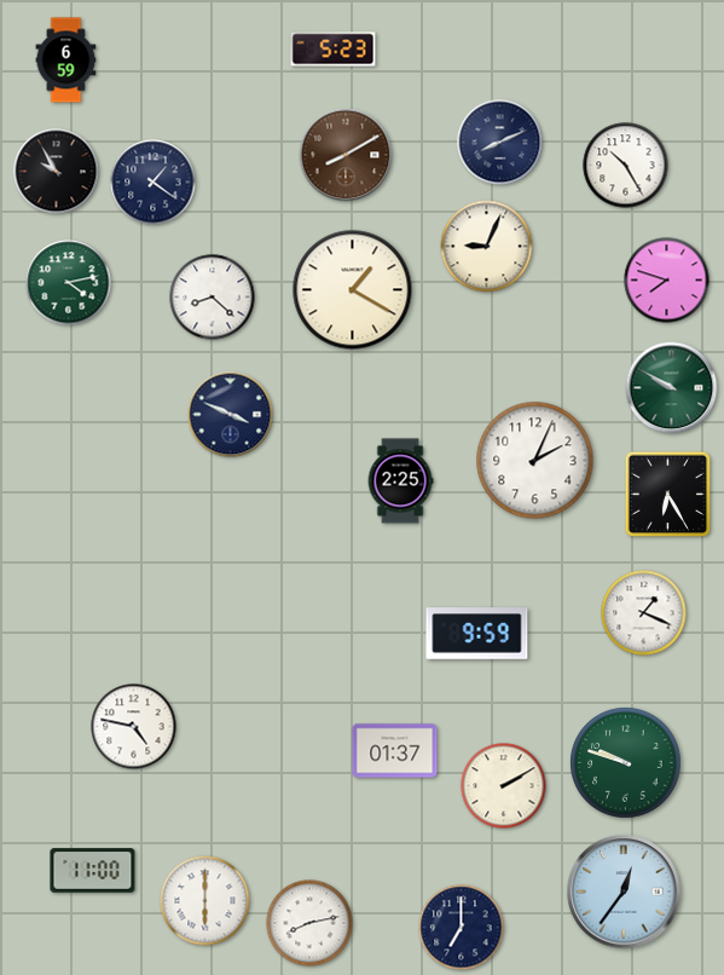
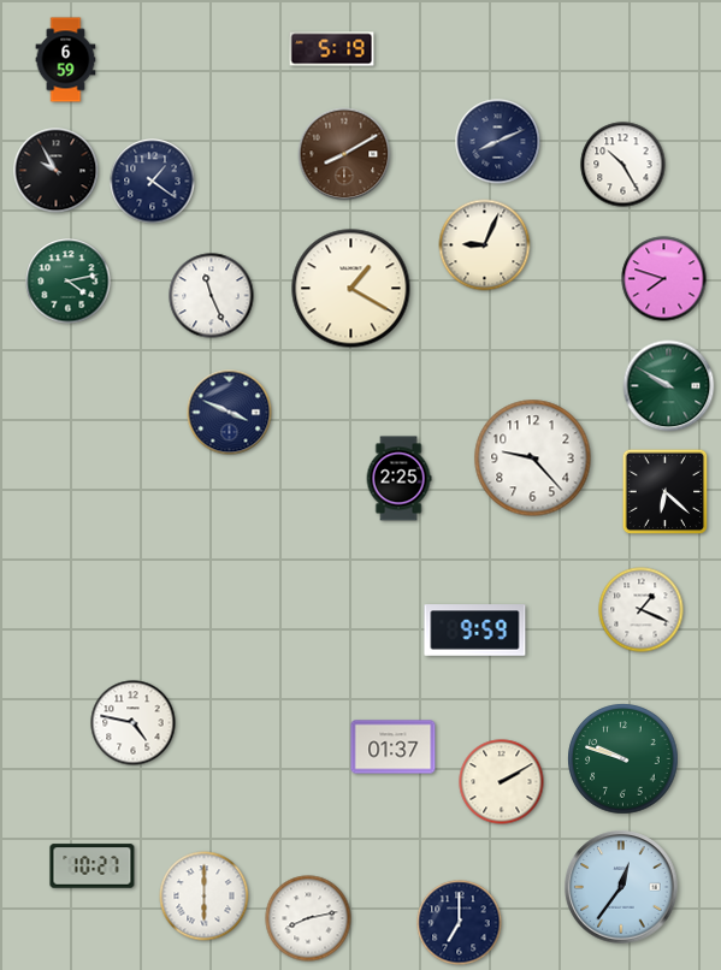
clock at (334, 50): 5:23 -> 5:19
clock at (213, 298): 8:22 -> 11:26
clock at (535, 461): 2:04 -> 9:23
clock at (668, 495): 6:25 -> 6:22
clock at (93, 871): 11:00 -> 10:27
